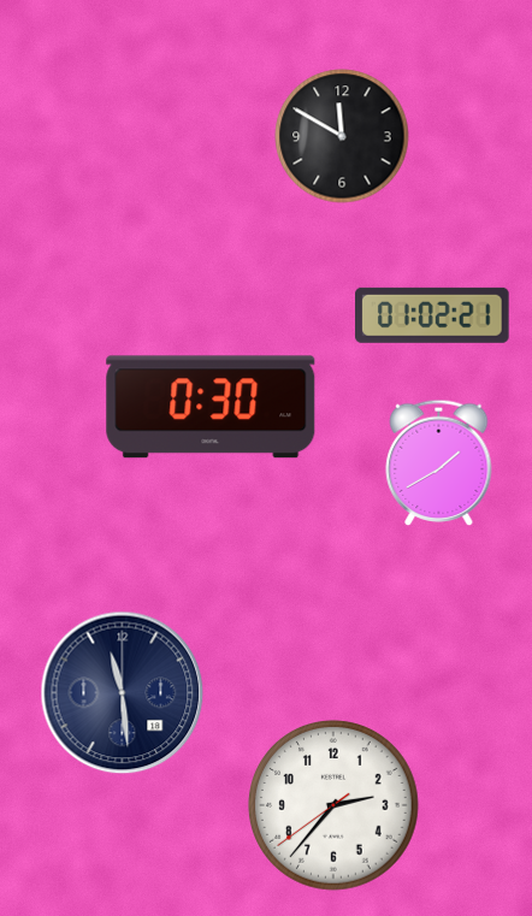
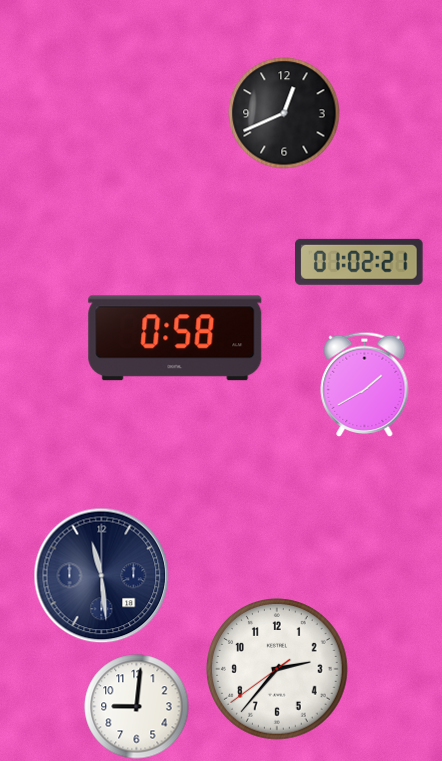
clock at (342, 136): 11:50 -> 12:41
clock at (211, 407): 0:30 -> 0:58
clock at (137, 707): none -> 9:01
